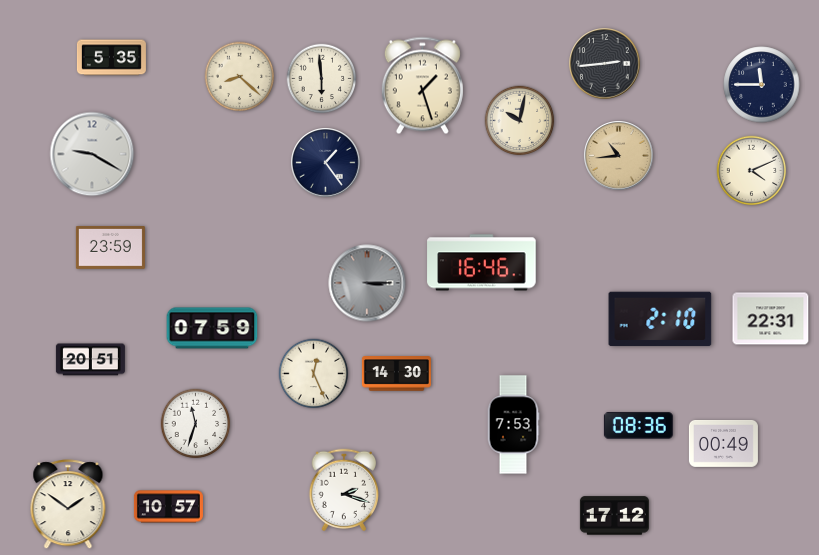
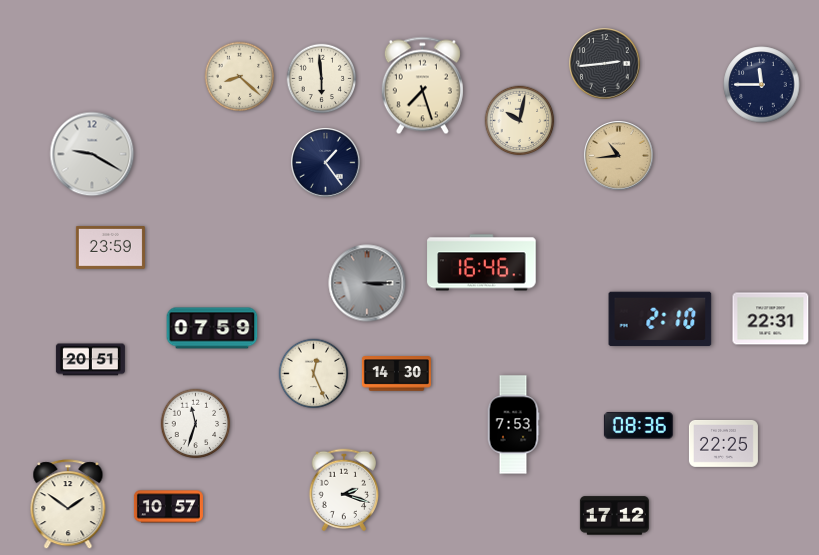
clock at (111, 58): 5:35 -> none
clock at (422, 86): 1:27 -> 7:27
clock at (752, 171): 4:11 -> none
clock at (723, 443): 00:49 -> 22:25
